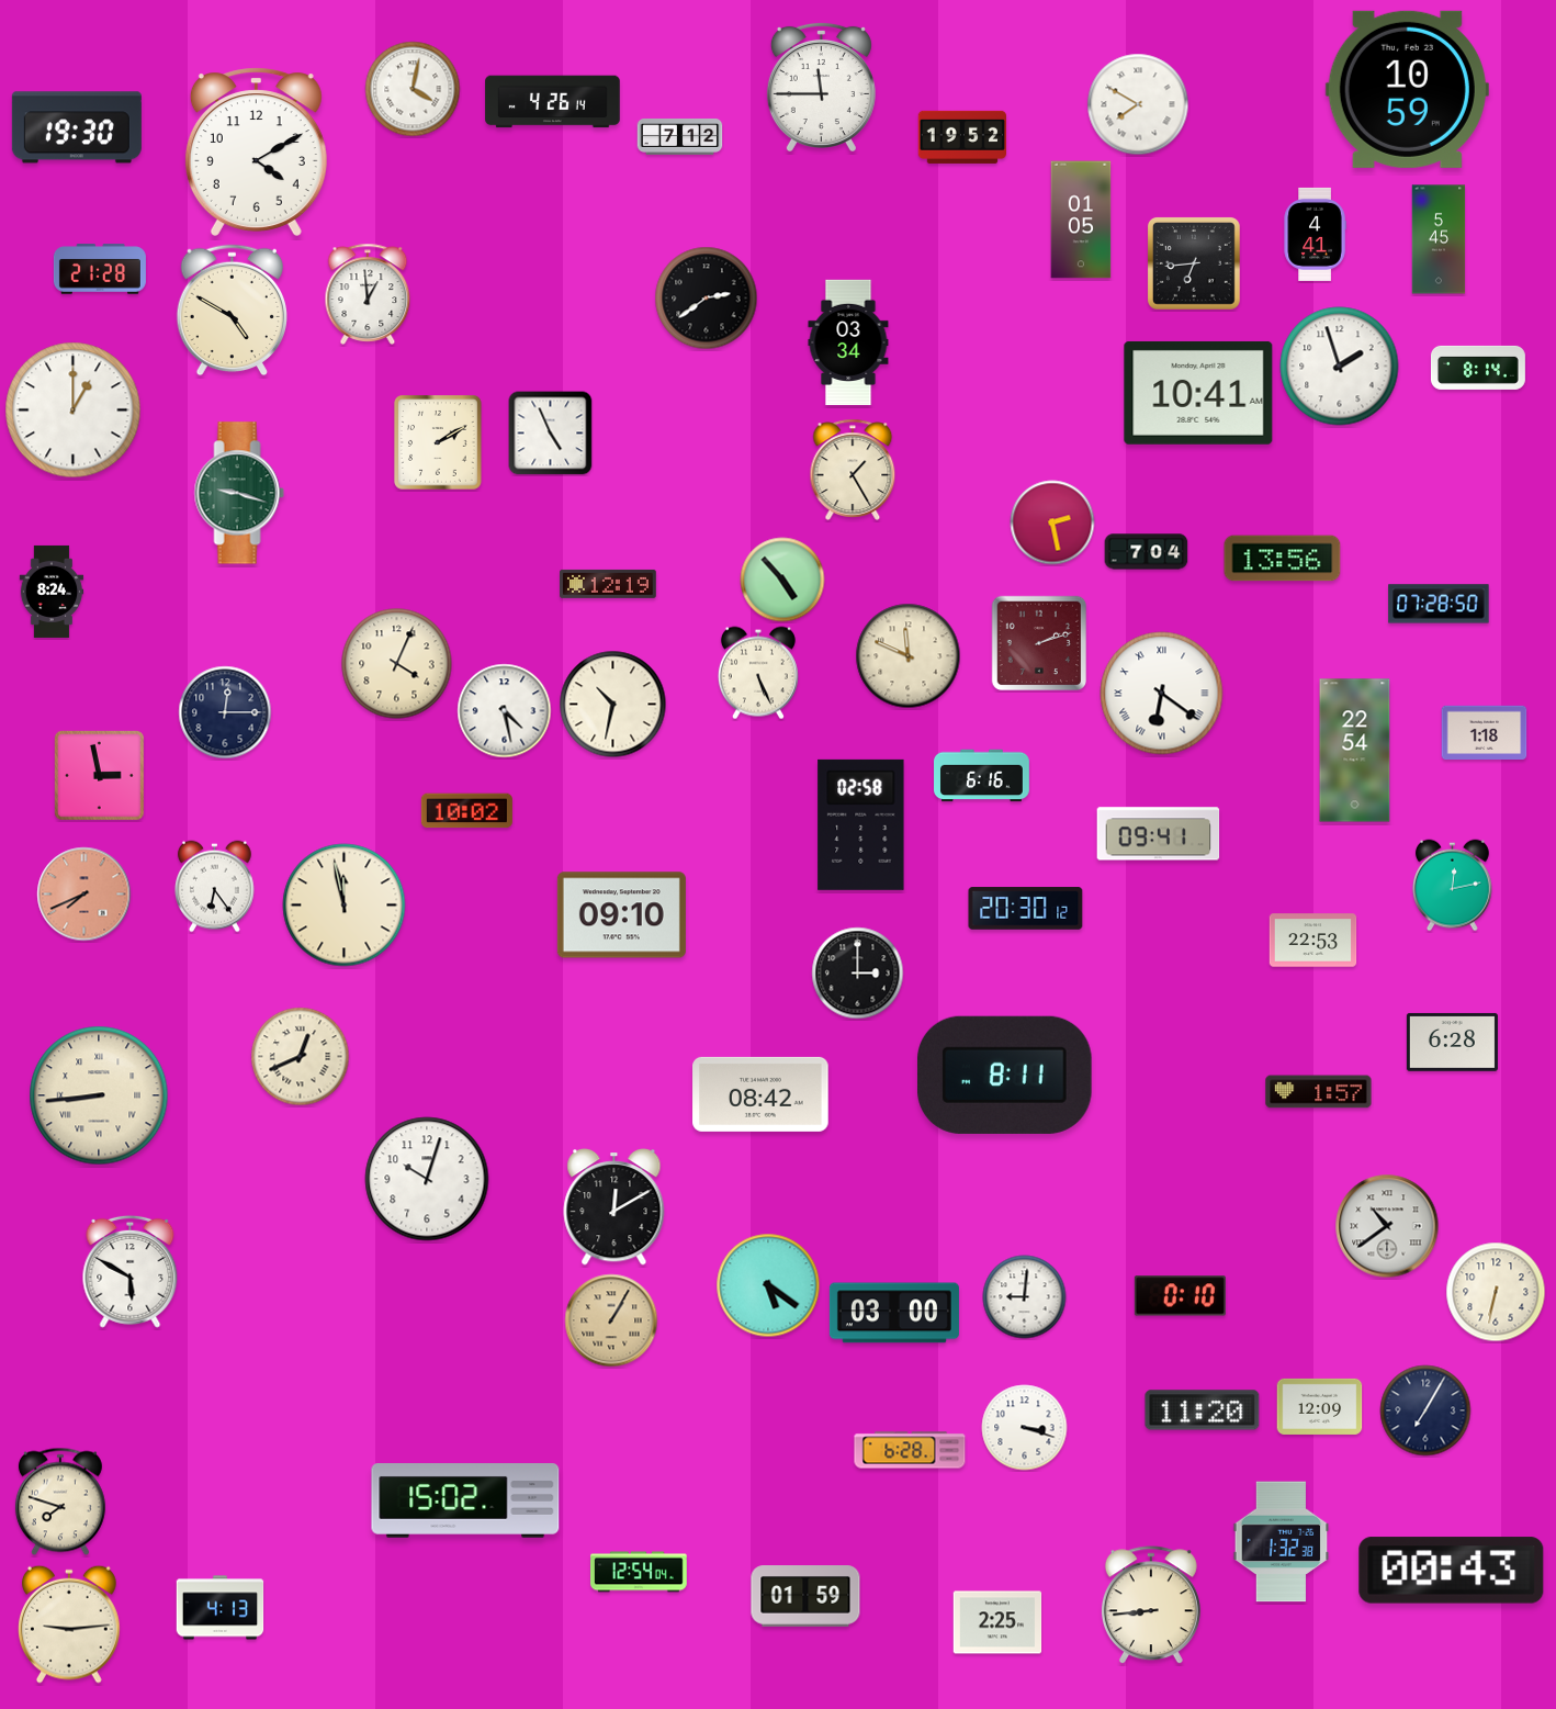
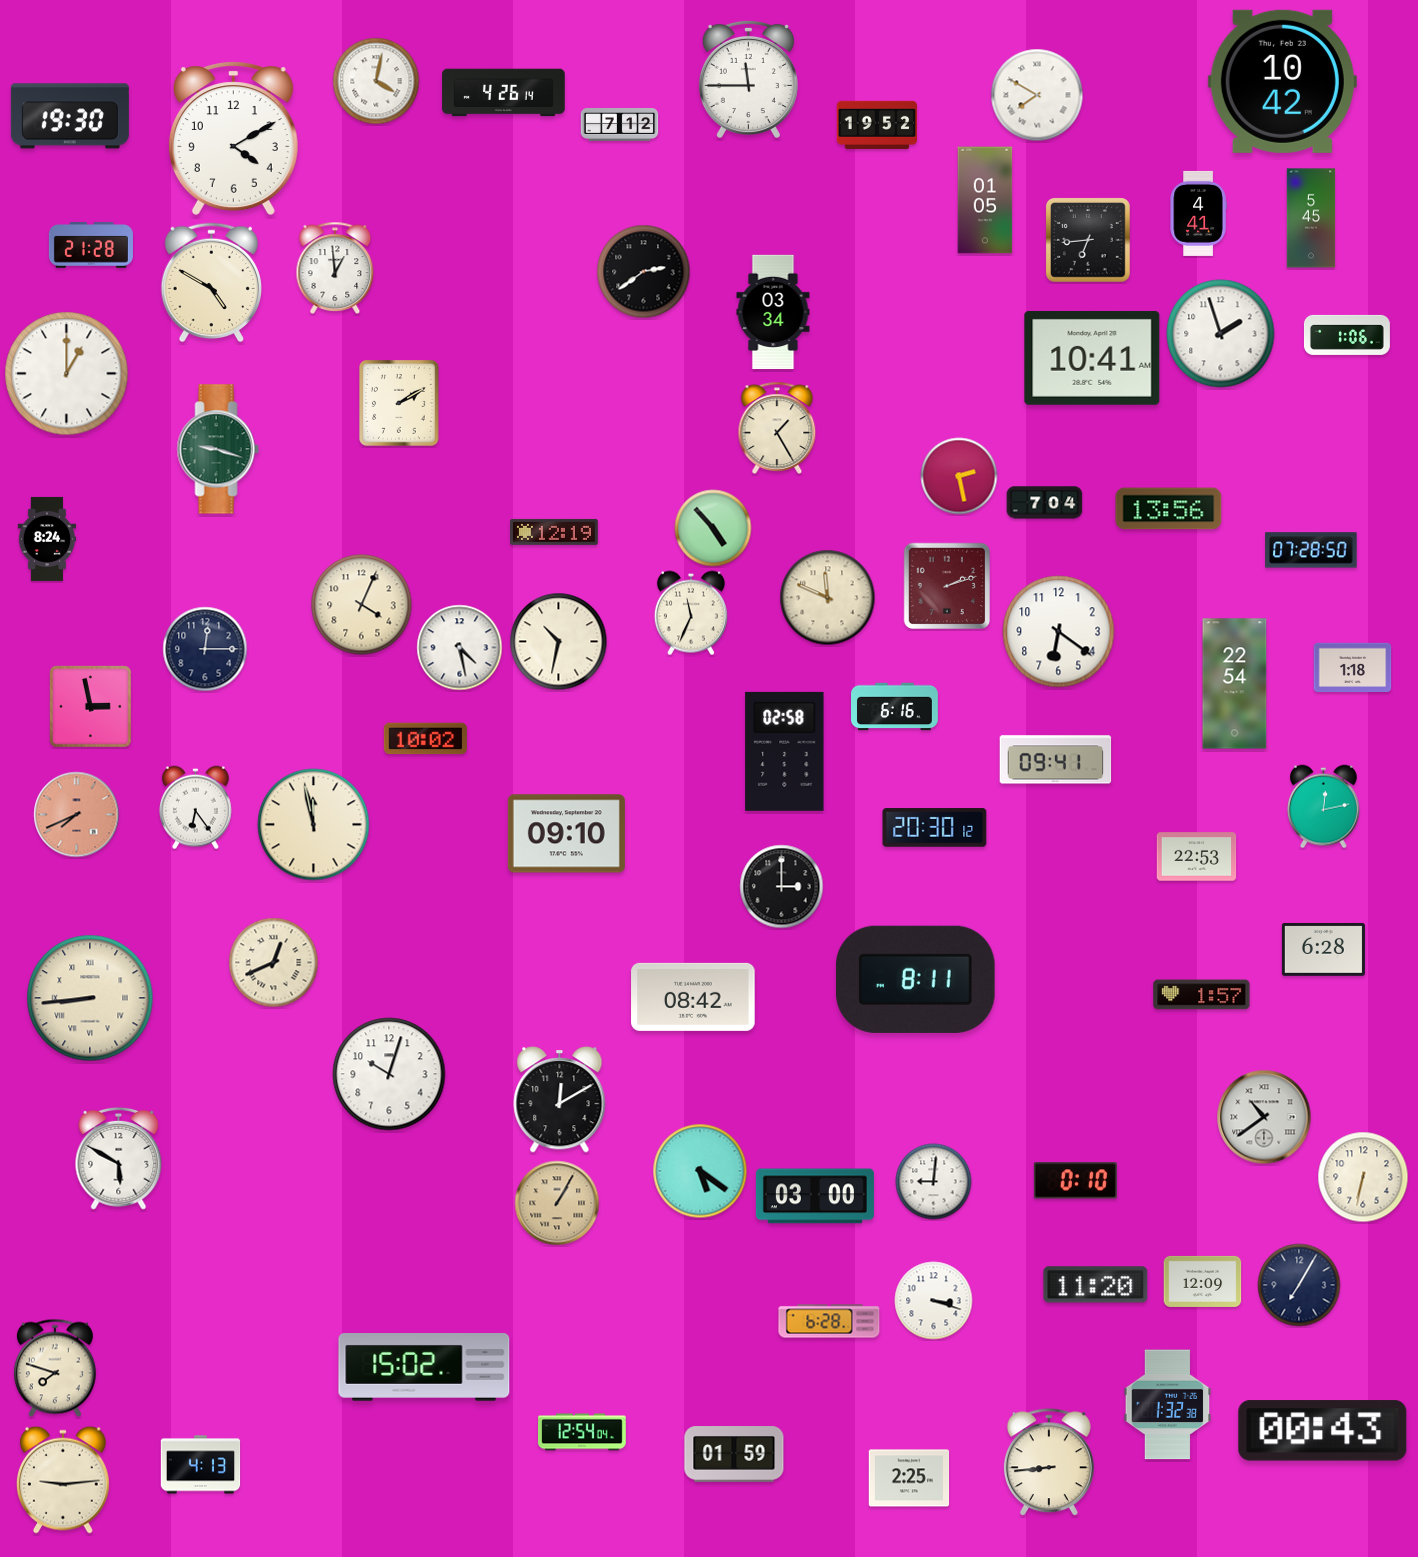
clock at (1407, 89): 10:59 -> 10:42
clock at (1478, 368): 8:14 -> 1:06
clock at (551, 434): 4:56 -> none
clock at (758, 673): 5:26 -> 11:34
clock at (1162, 694) numerals: Roman -> Arabic
